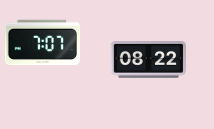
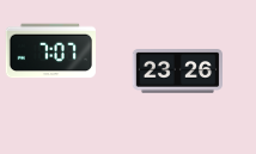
clock at (149, 60): 08:22 -> 23:26
